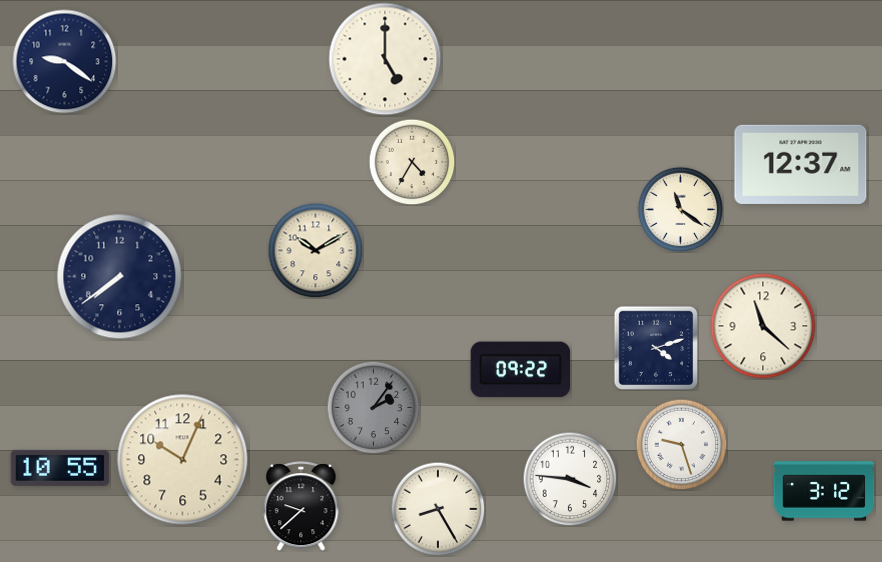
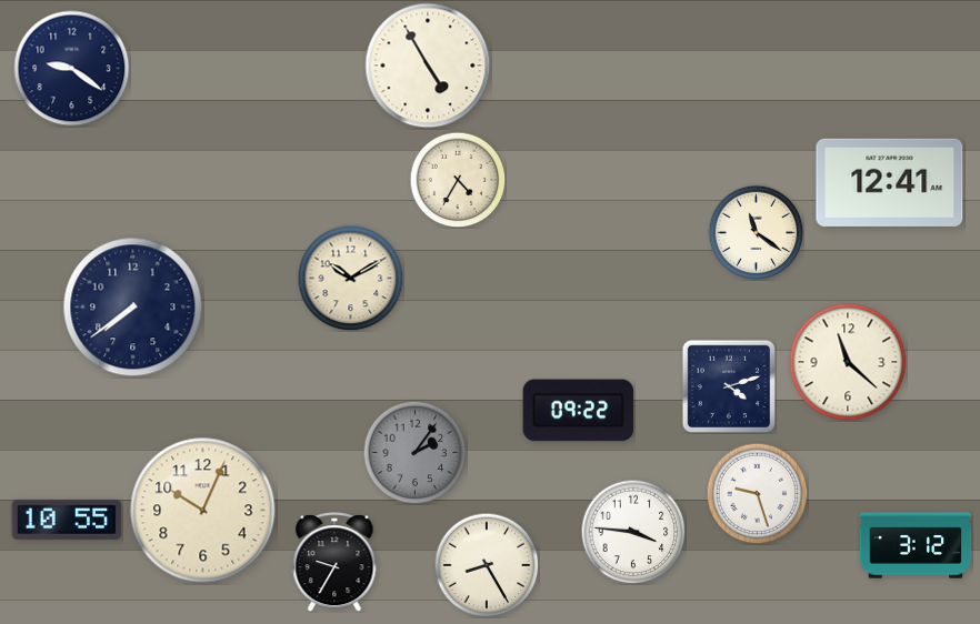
clock at (385, 59): 5:00 -> 4:55
clock at (801, 164): 12:37 -> 12:41
clock at (301, 506): 9:38 -> 9:35
